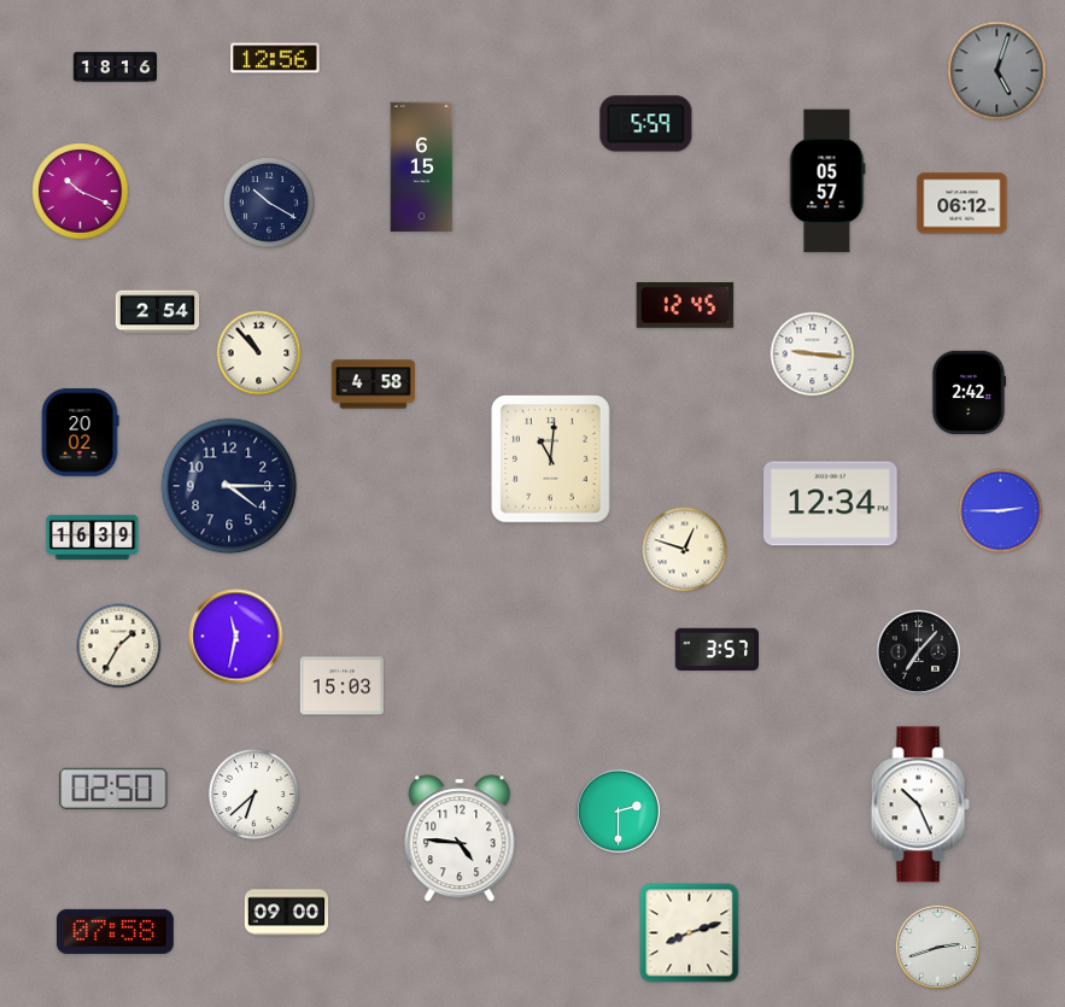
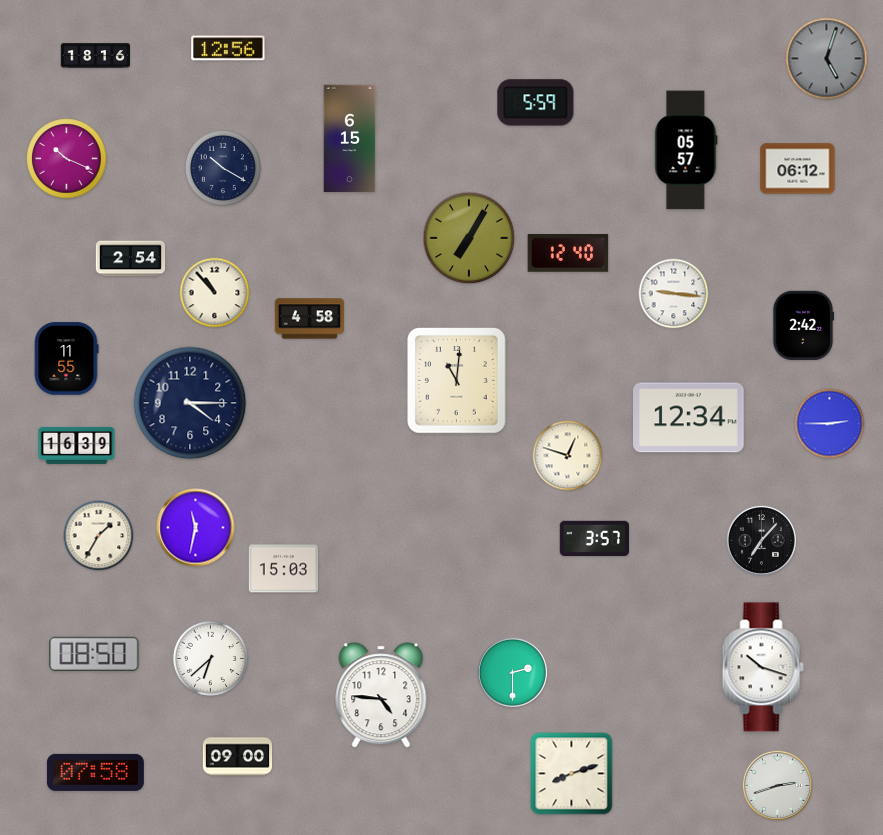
clock at (469, 238): none -> 7:05
clock at (685, 305): 12:45 -> 12:40
clock at (80, 433): 20:02 -> 11:55
clock at (113, 789): 02:50 -> 08:50
clock at (920, 804): 10:26 -> 10:18
